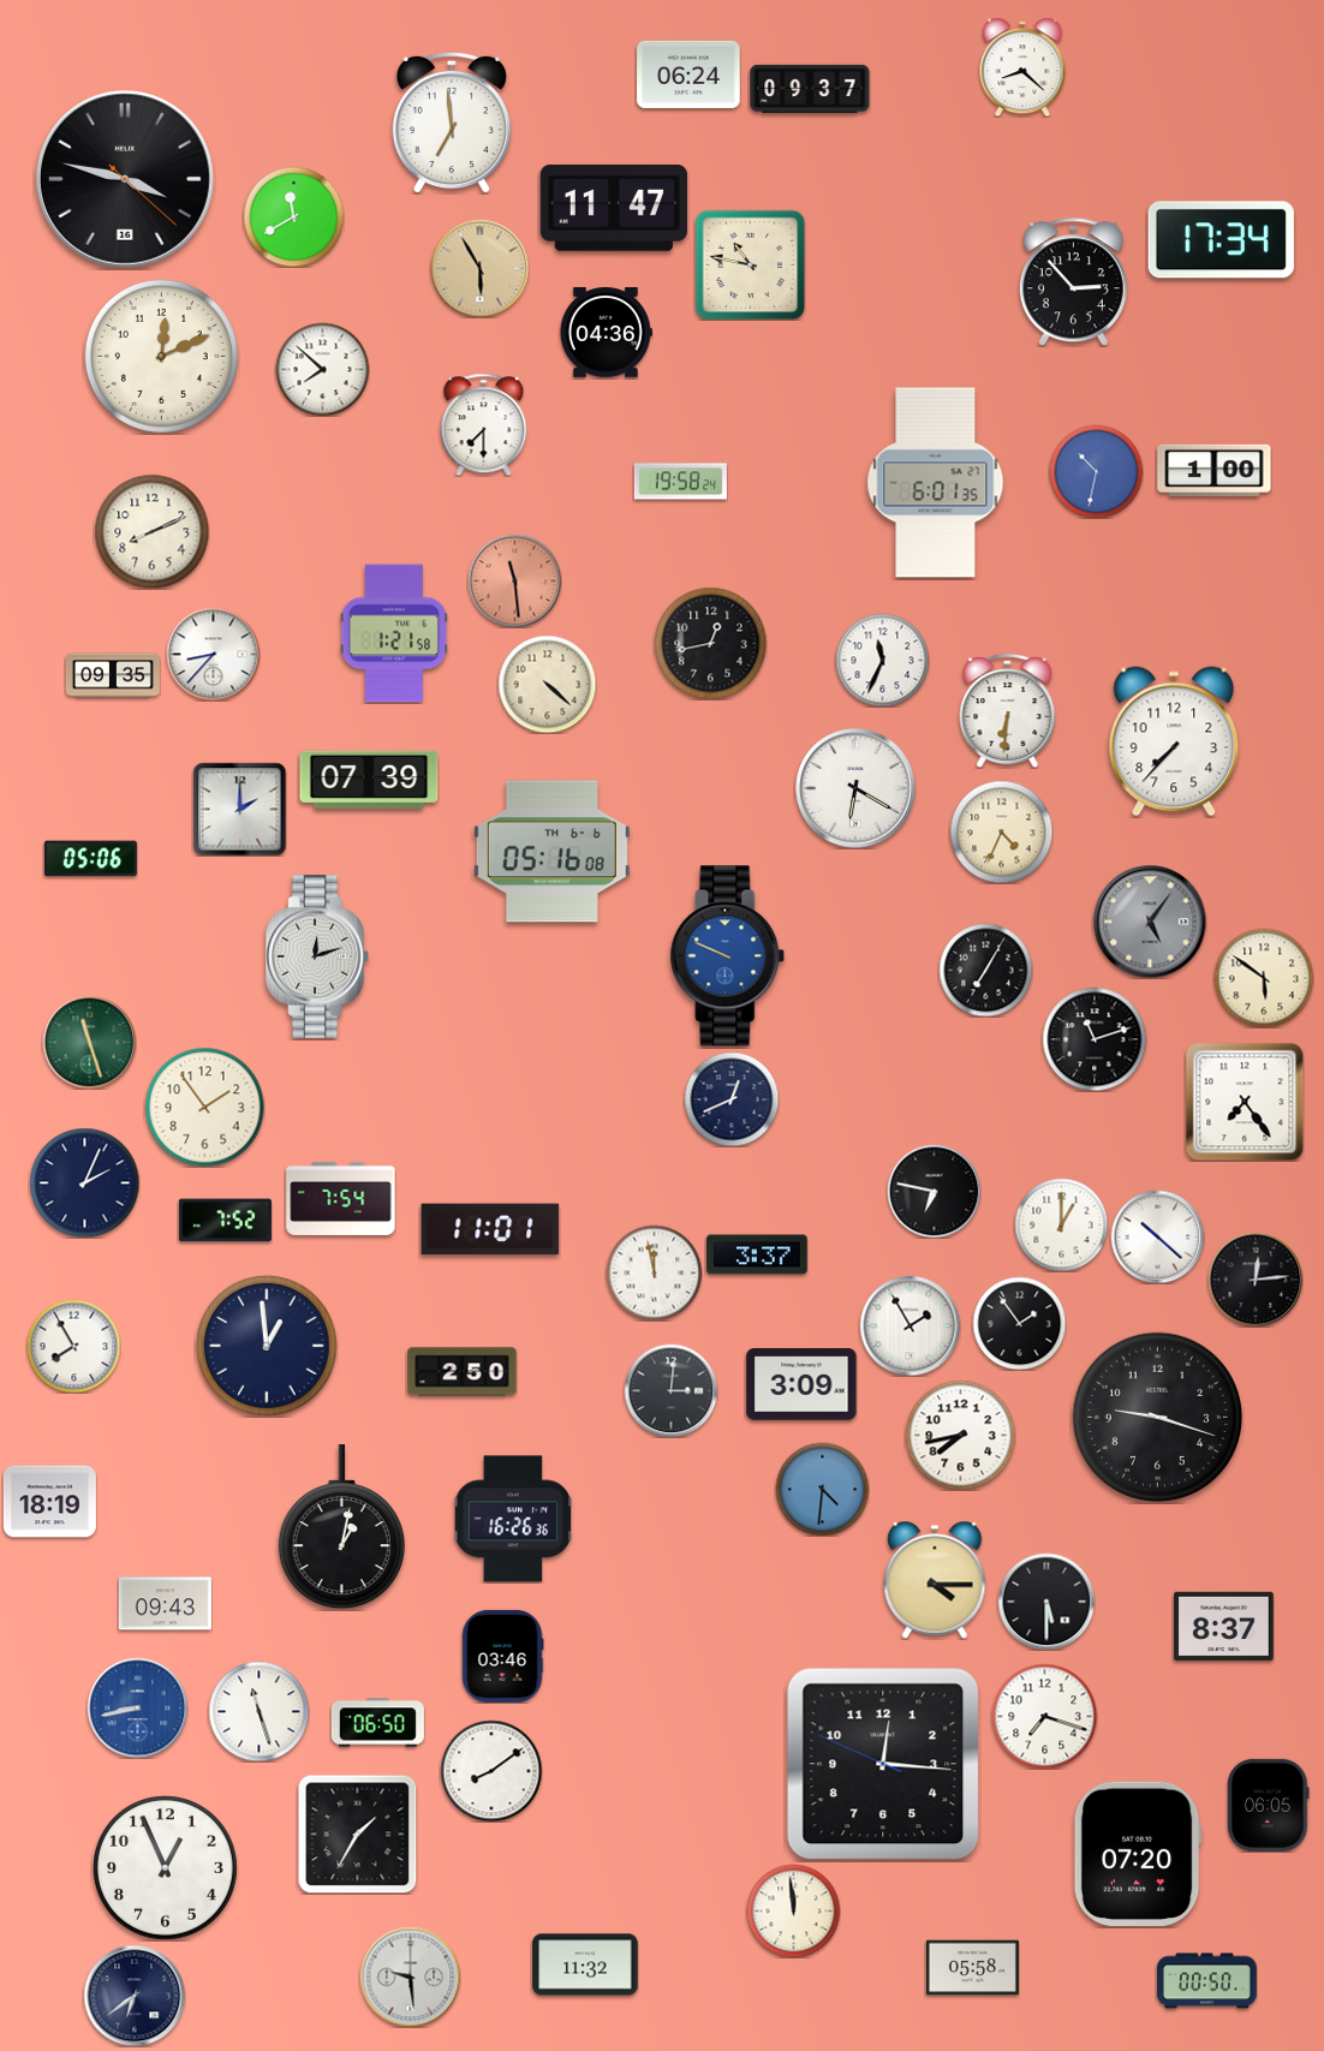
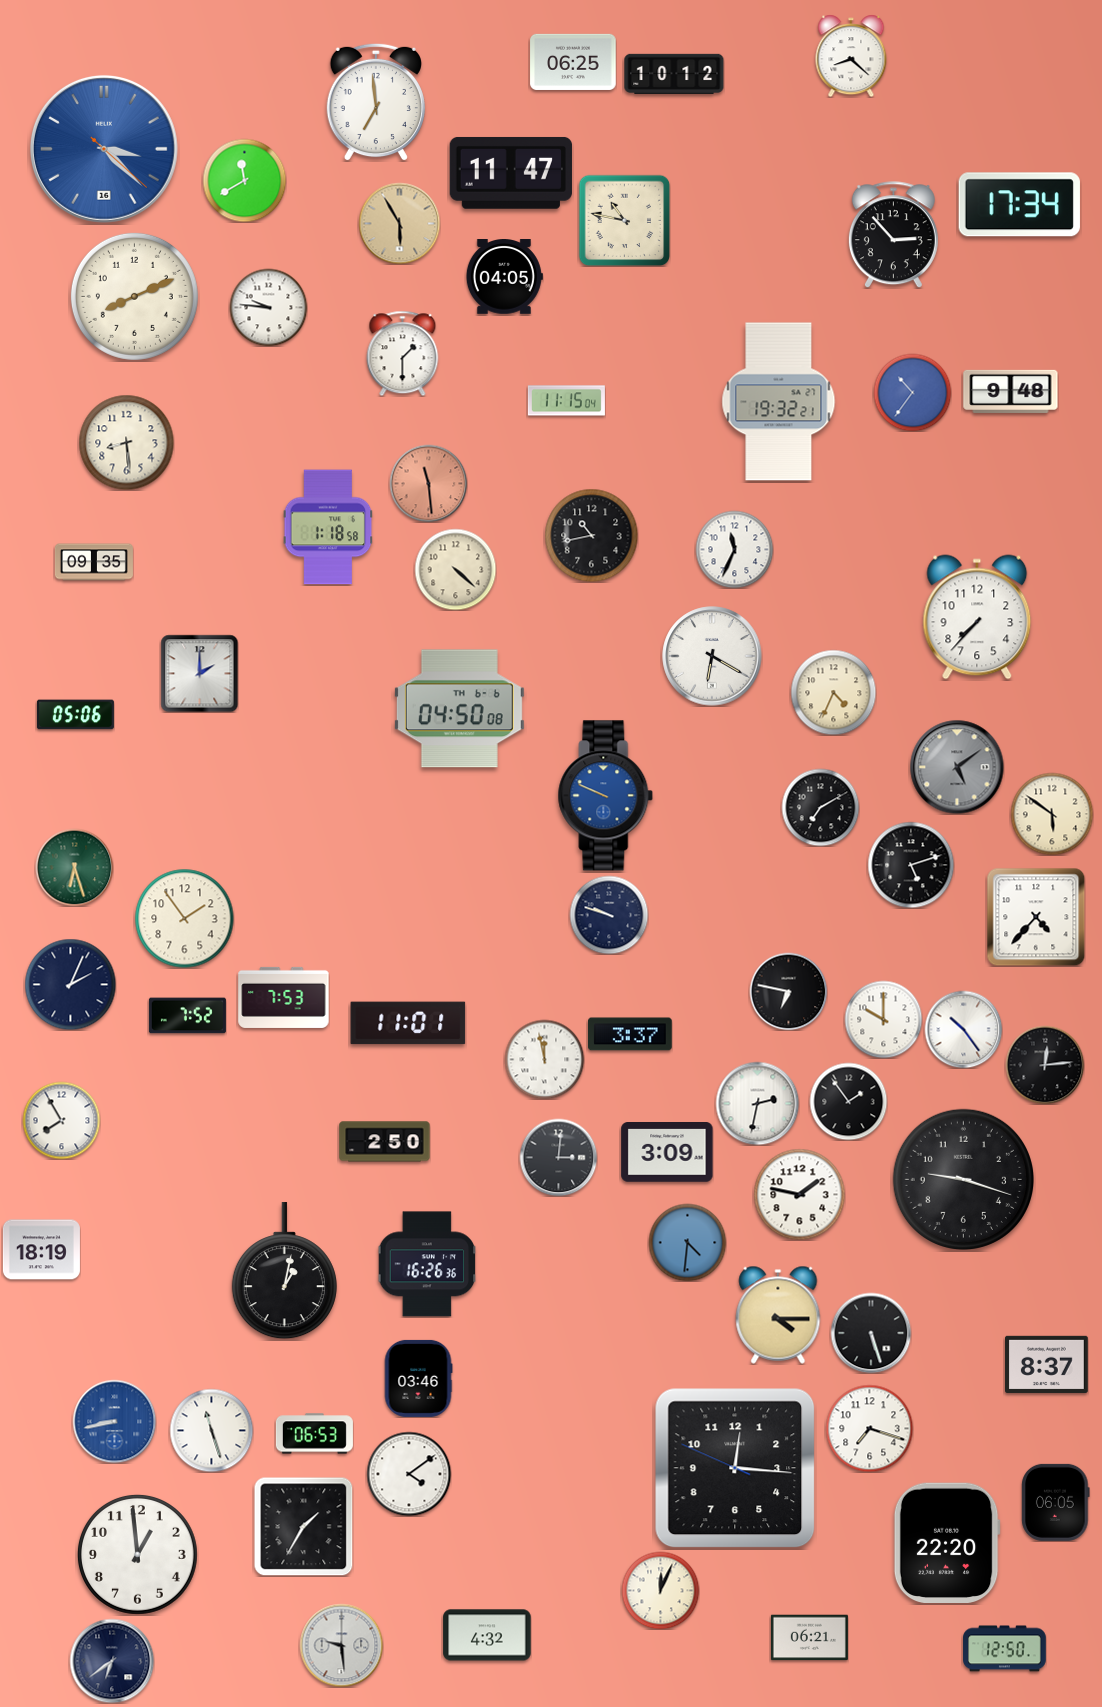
clock at (688, 74): 06:24 -> 06:25
clock at (810, 89): 09:37 -> 10:12
clock at (125, 179): 3:47 -> 3:22
clock at (125, 179) dial: black -> blue
clock at (1221, 240) position: (1221, 240) -> (1019, 205)
clock at (606, 333): 04:36 -> 04:05
clock at (161, 356): 12:11 -> 8:11
clock at (322, 369): 7:52 -> 9:46
clock at (484, 424): 7:30 -> 1:30
clock at (1215, 470): 1:00 -> 9:48
clock at (1096, 471): 10:32 -> 10:36
clock at (680, 482): 19:58 -> 11:15
clock at (936, 483): 6:01 -> 19:32
clock at (151, 531): 8:11 -> 8:29
clock at (394, 633): 1:21 -> 1:18
clock at (710, 643): 12:43 -> 10:43
clock at (213, 654): 8:37 -> none
clock at (1008, 710): 6:31 -> none
clock at (369, 780): 07:39 -> none
clock at (551, 852): 05:16 -> 04:50
clock at (1150, 922): 5:06 -> 5:09
clock at (317, 958): 12:12 -> none
clock at (985, 970): 7:05 -> 7:10
clock at (1095, 1039): 11:12 -> 5:12
clock at (89, 1042): 11:27 -> 6:27
clock at (732, 1099): 12:41 -> 9:48
clock at (1245, 1102): 7:24 -> 4:37
clock at (205, 1108) position: (205, 1108) -> (185, 919)
clock at (934, 1191) position: (934, 1191) -> (788, 991)
clock at (341, 1198): 7:54 -> 7:53
clock at (1061, 1224): 1:00 -> 10:00
clock at (1157, 1236): 10:22 -> 10:24
clock at (757, 1254) position: (757, 1254) -> (630, 1034)
clock at (909, 1325): 1:55 -> 2:32
clock at (268, 1347): 12:59 -> none
clock at (960, 1435): 7:43 -> 1:47
clock at (822, 1489) position: (822, 1489) -> (687, 1242)
clock at (1046, 1602): 5:30 -> 5:27
clock at (165, 1604): 09:43 -> none
clock at (1224, 1626) position: (1224, 1626) -> (1047, 1364)
clock at (258, 1711) position: (258, 1711) -> (211, 1430)
clock at (377, 1723): 06:50 -> 06:53
clock at (491, 1771): 8:09 -> 4:09
clock at (357, 1834) position: (357, 1834) -> (303, 1526)
clock at (1138, 1853): 07:20 -> 22:20
clock at (165, 1867): 12:56 -> 12:59
clock at (793, 1910): 11:59 -> 12:04
clock at (585, 1964): 11:32 -> 4:32
clock at (972, 1968): 05:58 -> 06:21
clock at (1207, 1981): 00:50 -> 12:50
